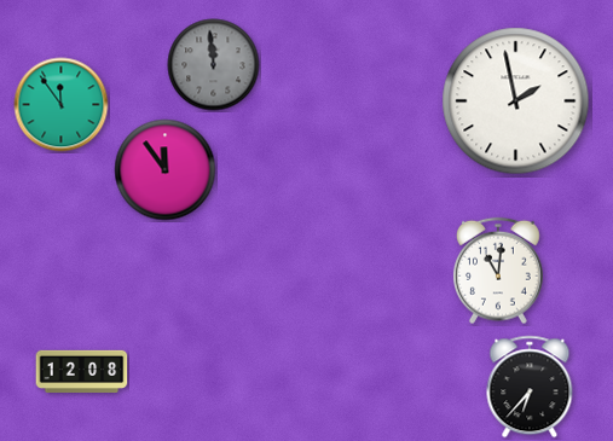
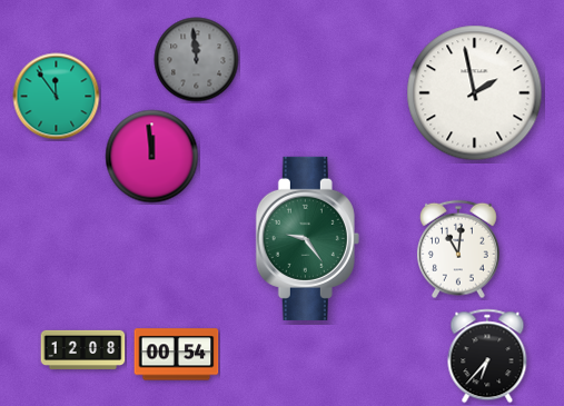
clock at (166, 170): 11:54 -> 11:59
clock at (307, 238): none -> 9:24
clock at (82, 371) position: (82, 371) -> (83, 349)
clock at (177, 355): none -> 00:54
